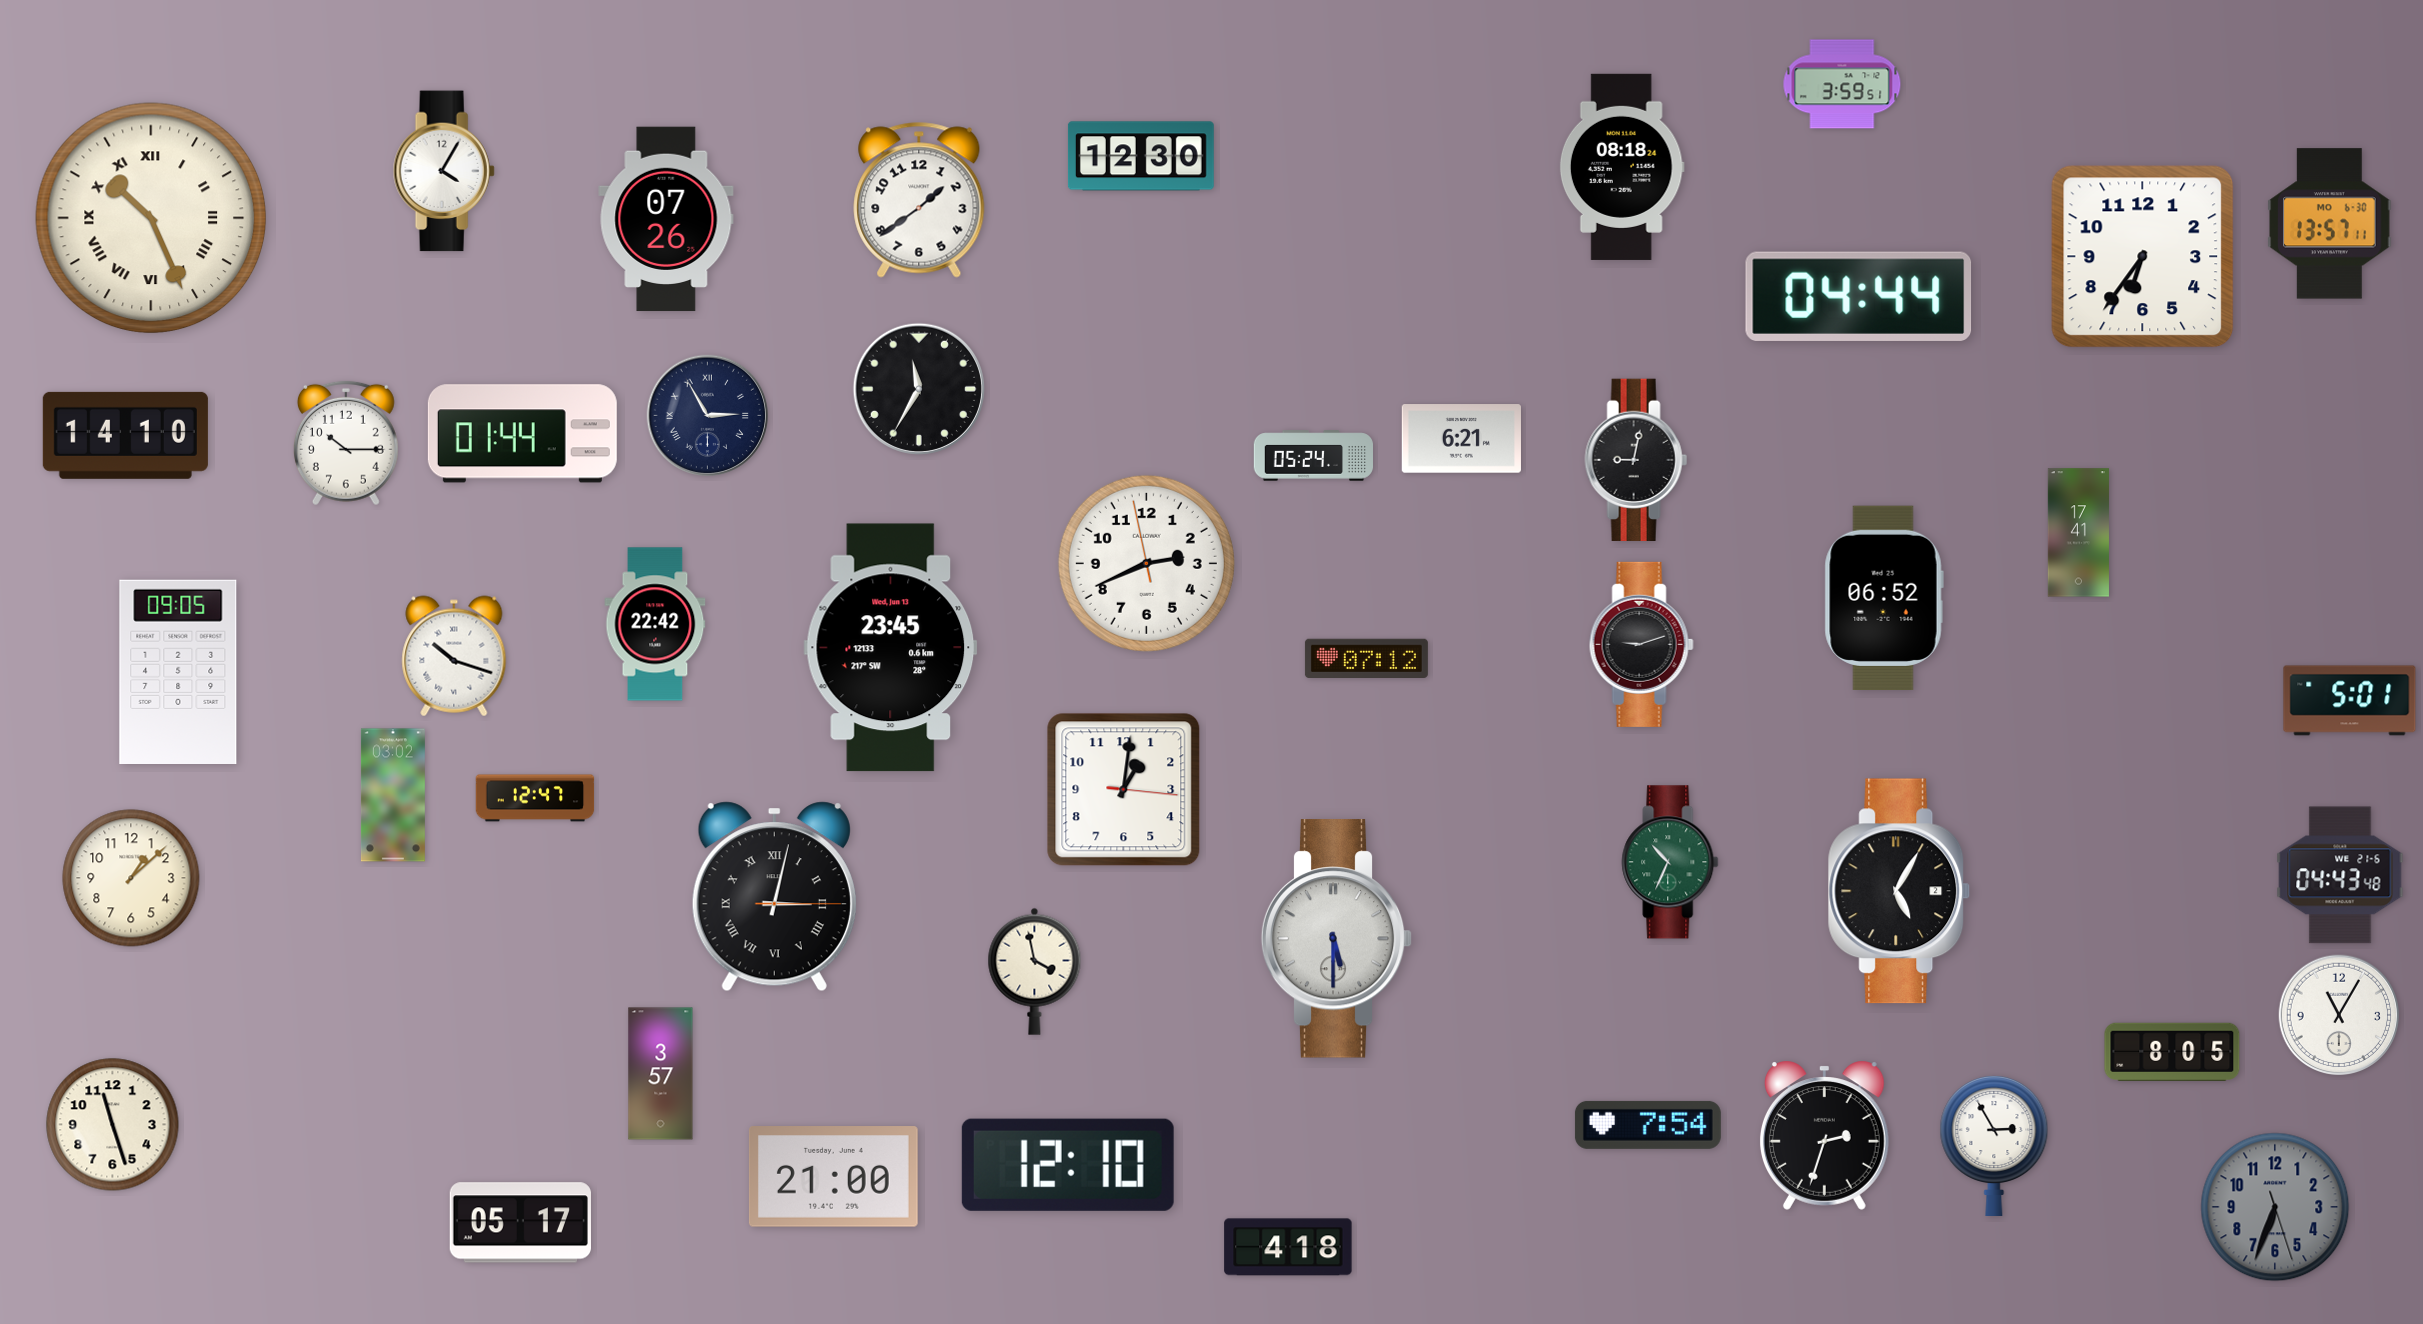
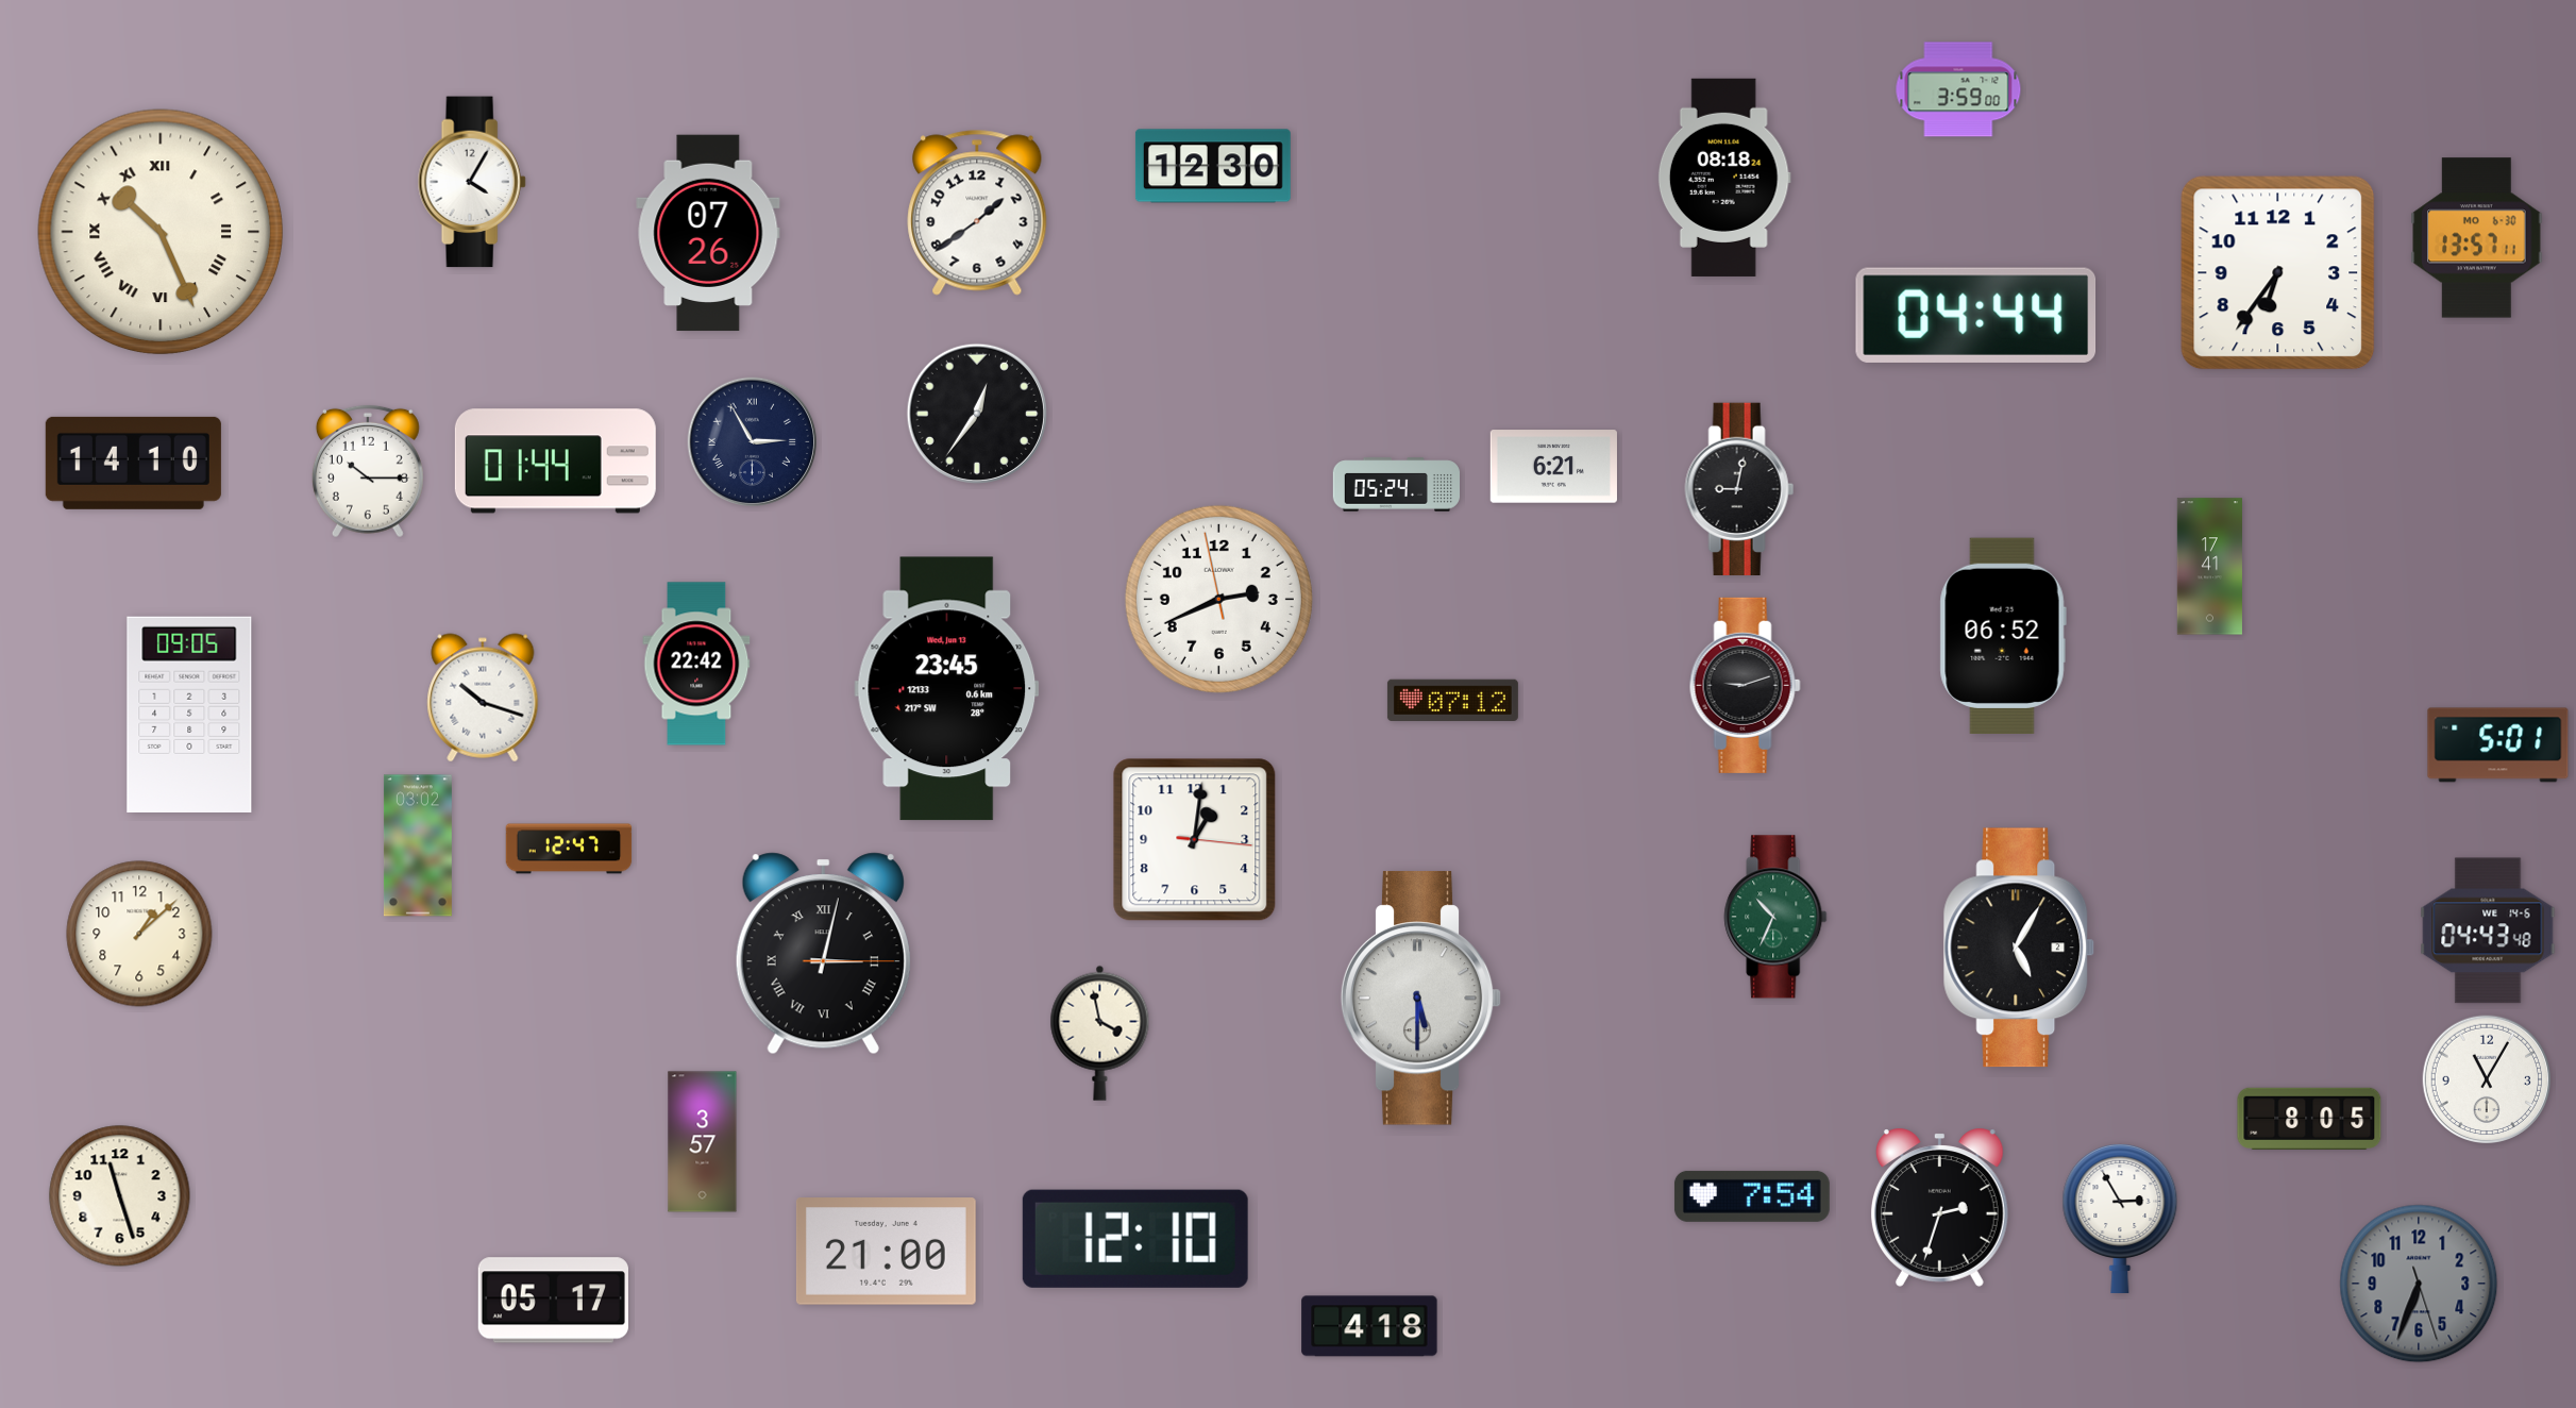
clock at (1842, 84): 3:59:51 -> 3:59:00
clock at (919, 389): 11:35 -> 12:36
clock at (2340, 875) date: WE 21-6 -> WE 14-6
